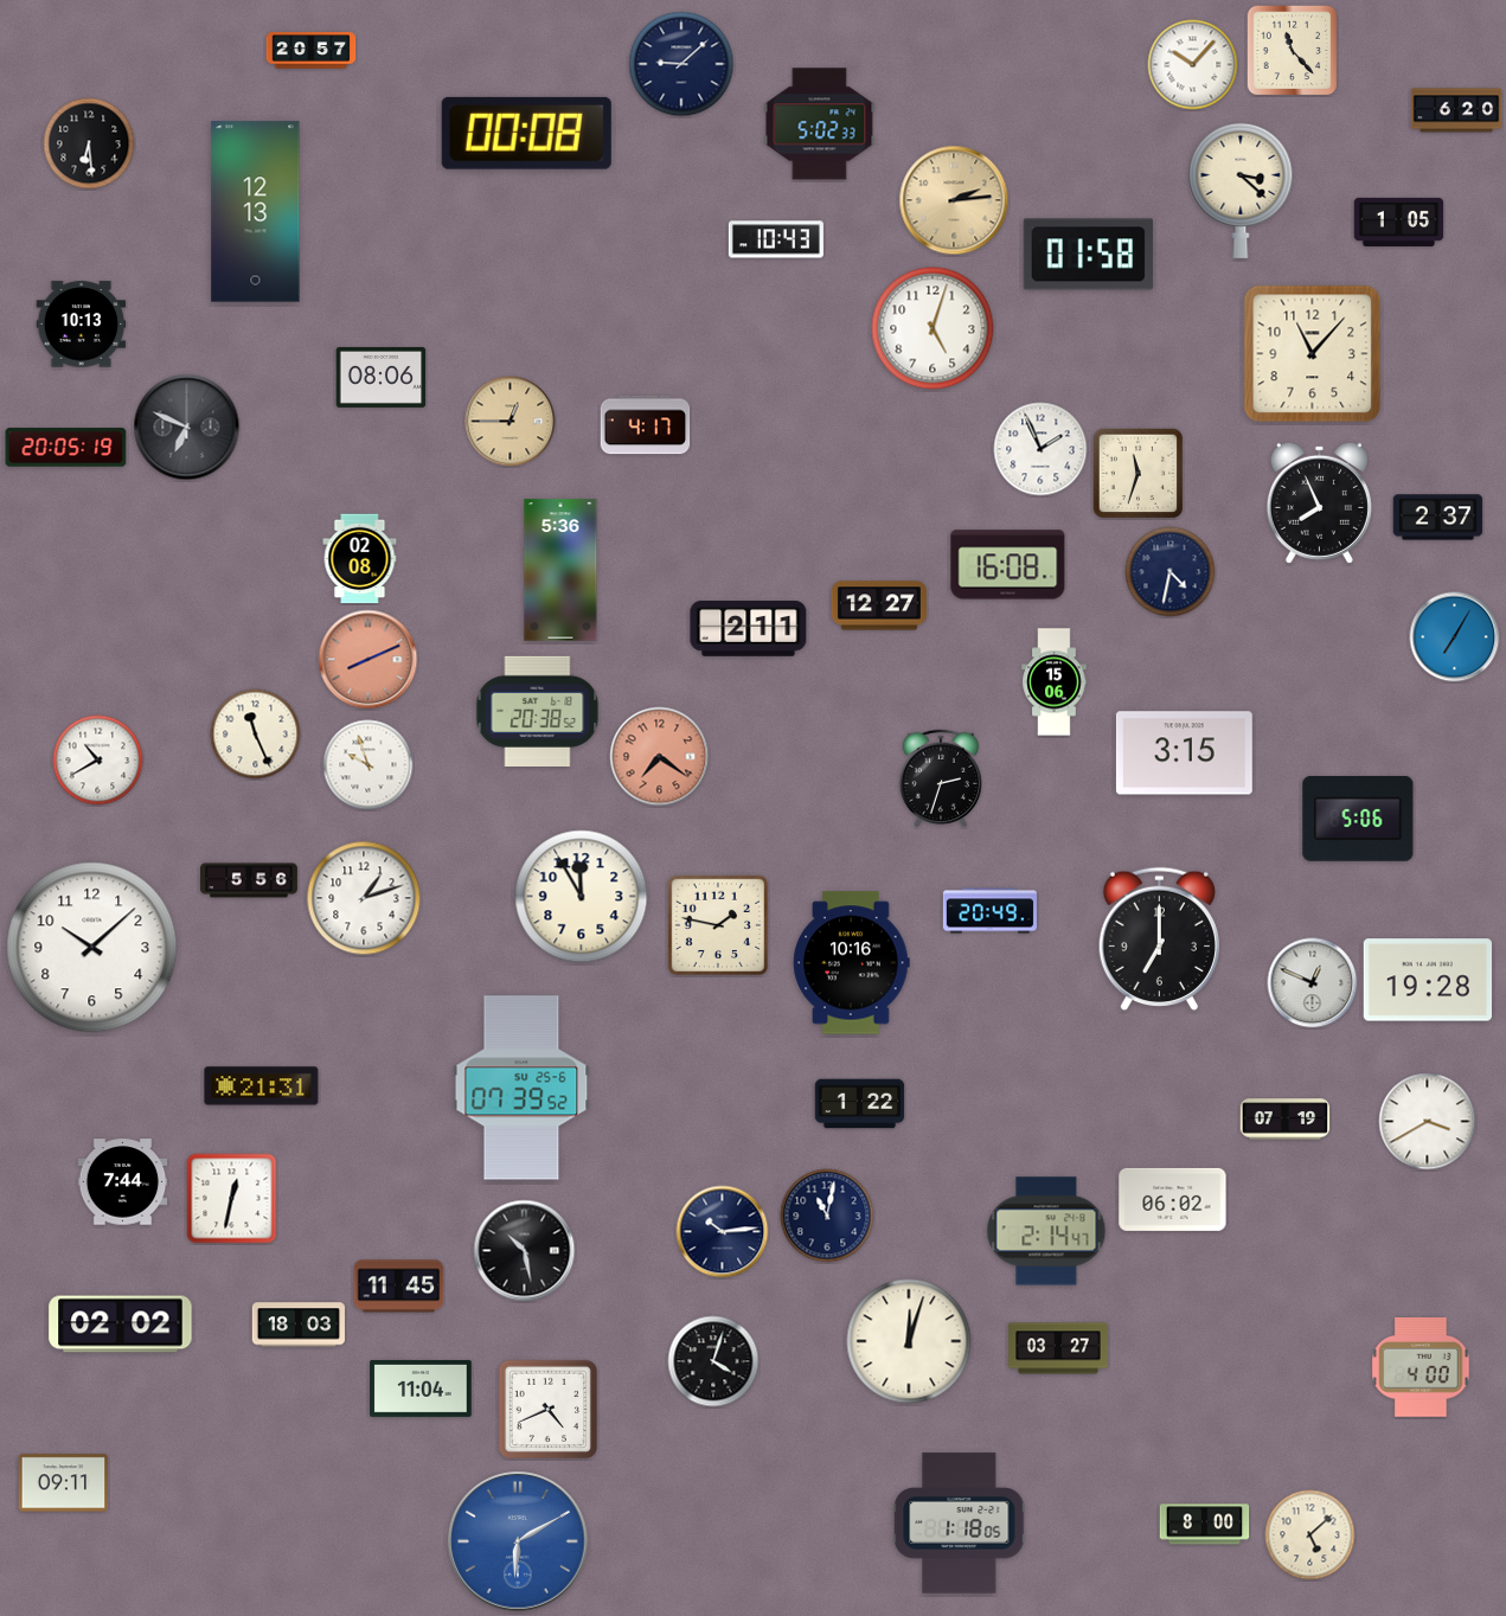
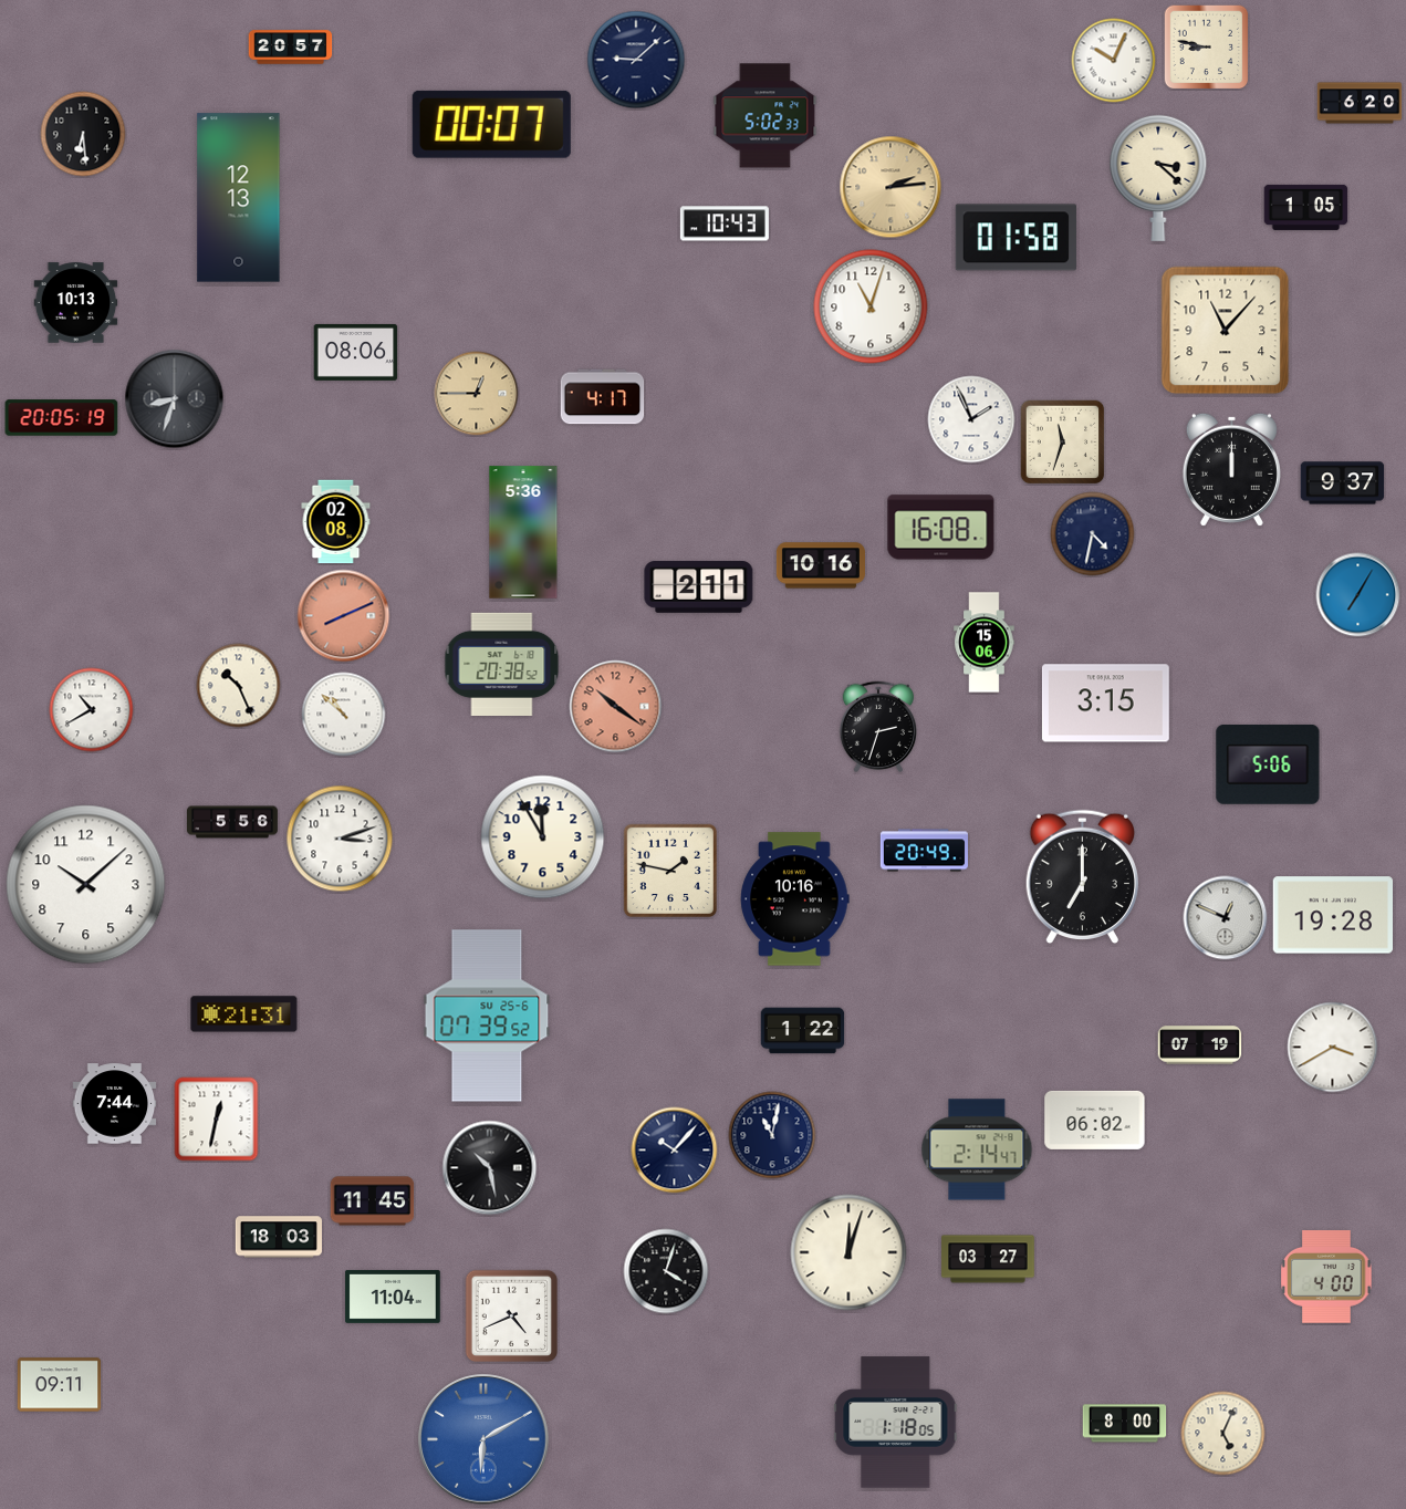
clock at (1292, 50): 11:23 -> 8:47
clock at (1193, 65): 10:07 -> 10:04
clock at (526, 133): 00:08 -> 00:07
clock at (933, 328): 5:03 -> 11:03
clock at (187, 428): 6:49 -> 8:33
clock at (1319, 502): 7:56 -> 12:00
clock at (1438, 518): 2:37 -> 9:37
clock at (879, 605): 12:27 -> 10:16
clock at (1055, 682) position: (1055, 682) -> (985, 643)
clock at (256, 735): 11:26 -> 10:26
clock at (660, 757): 7:21 -> 10:21
clock at (369, 765): 9:57 -> 10:52
clock at (364, 898): 1:12 -> 3:12
clock at (717, 924) position: (717, 924) -> (669, 870)
clock at (723, 1232): 10:14 -> 10:07
clock at (121, 1325): 02:02 -> none
clock at (1310, 1535): 5:08 -> 5:04
